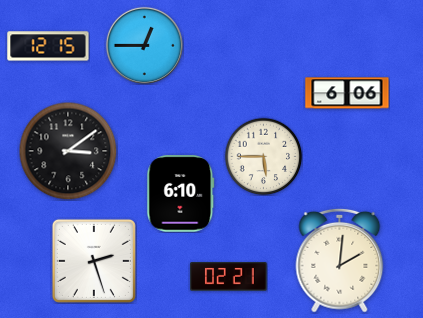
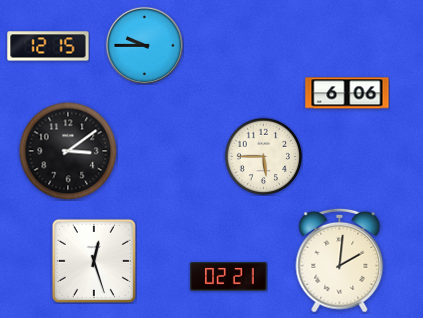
clock at (144, 45): 12:45 -> 9:45
clock at (181, 194): 6:10 -> none
clock at (94, 261): 2:27 -> 12:27
